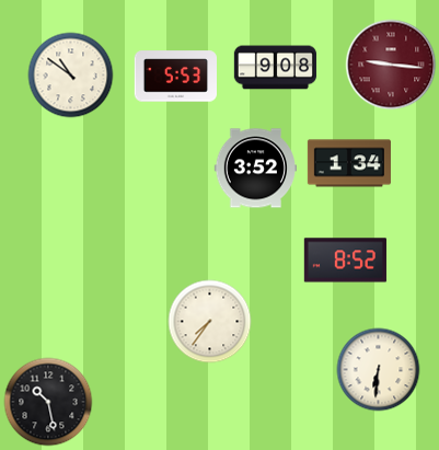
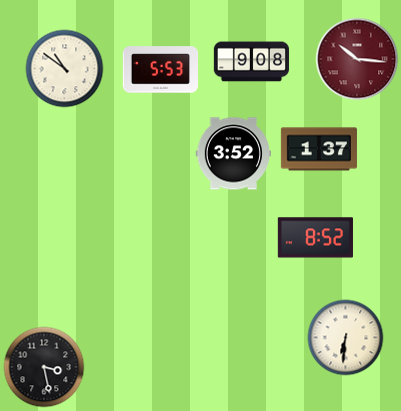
clock at (391, 65): 9:16 -> 10:16
clock at (349, 163): 1:34 -> 1:37
clock at (210, 322): 7:36 -> none
clock at (48, 402): 10:28 -> 3:28
